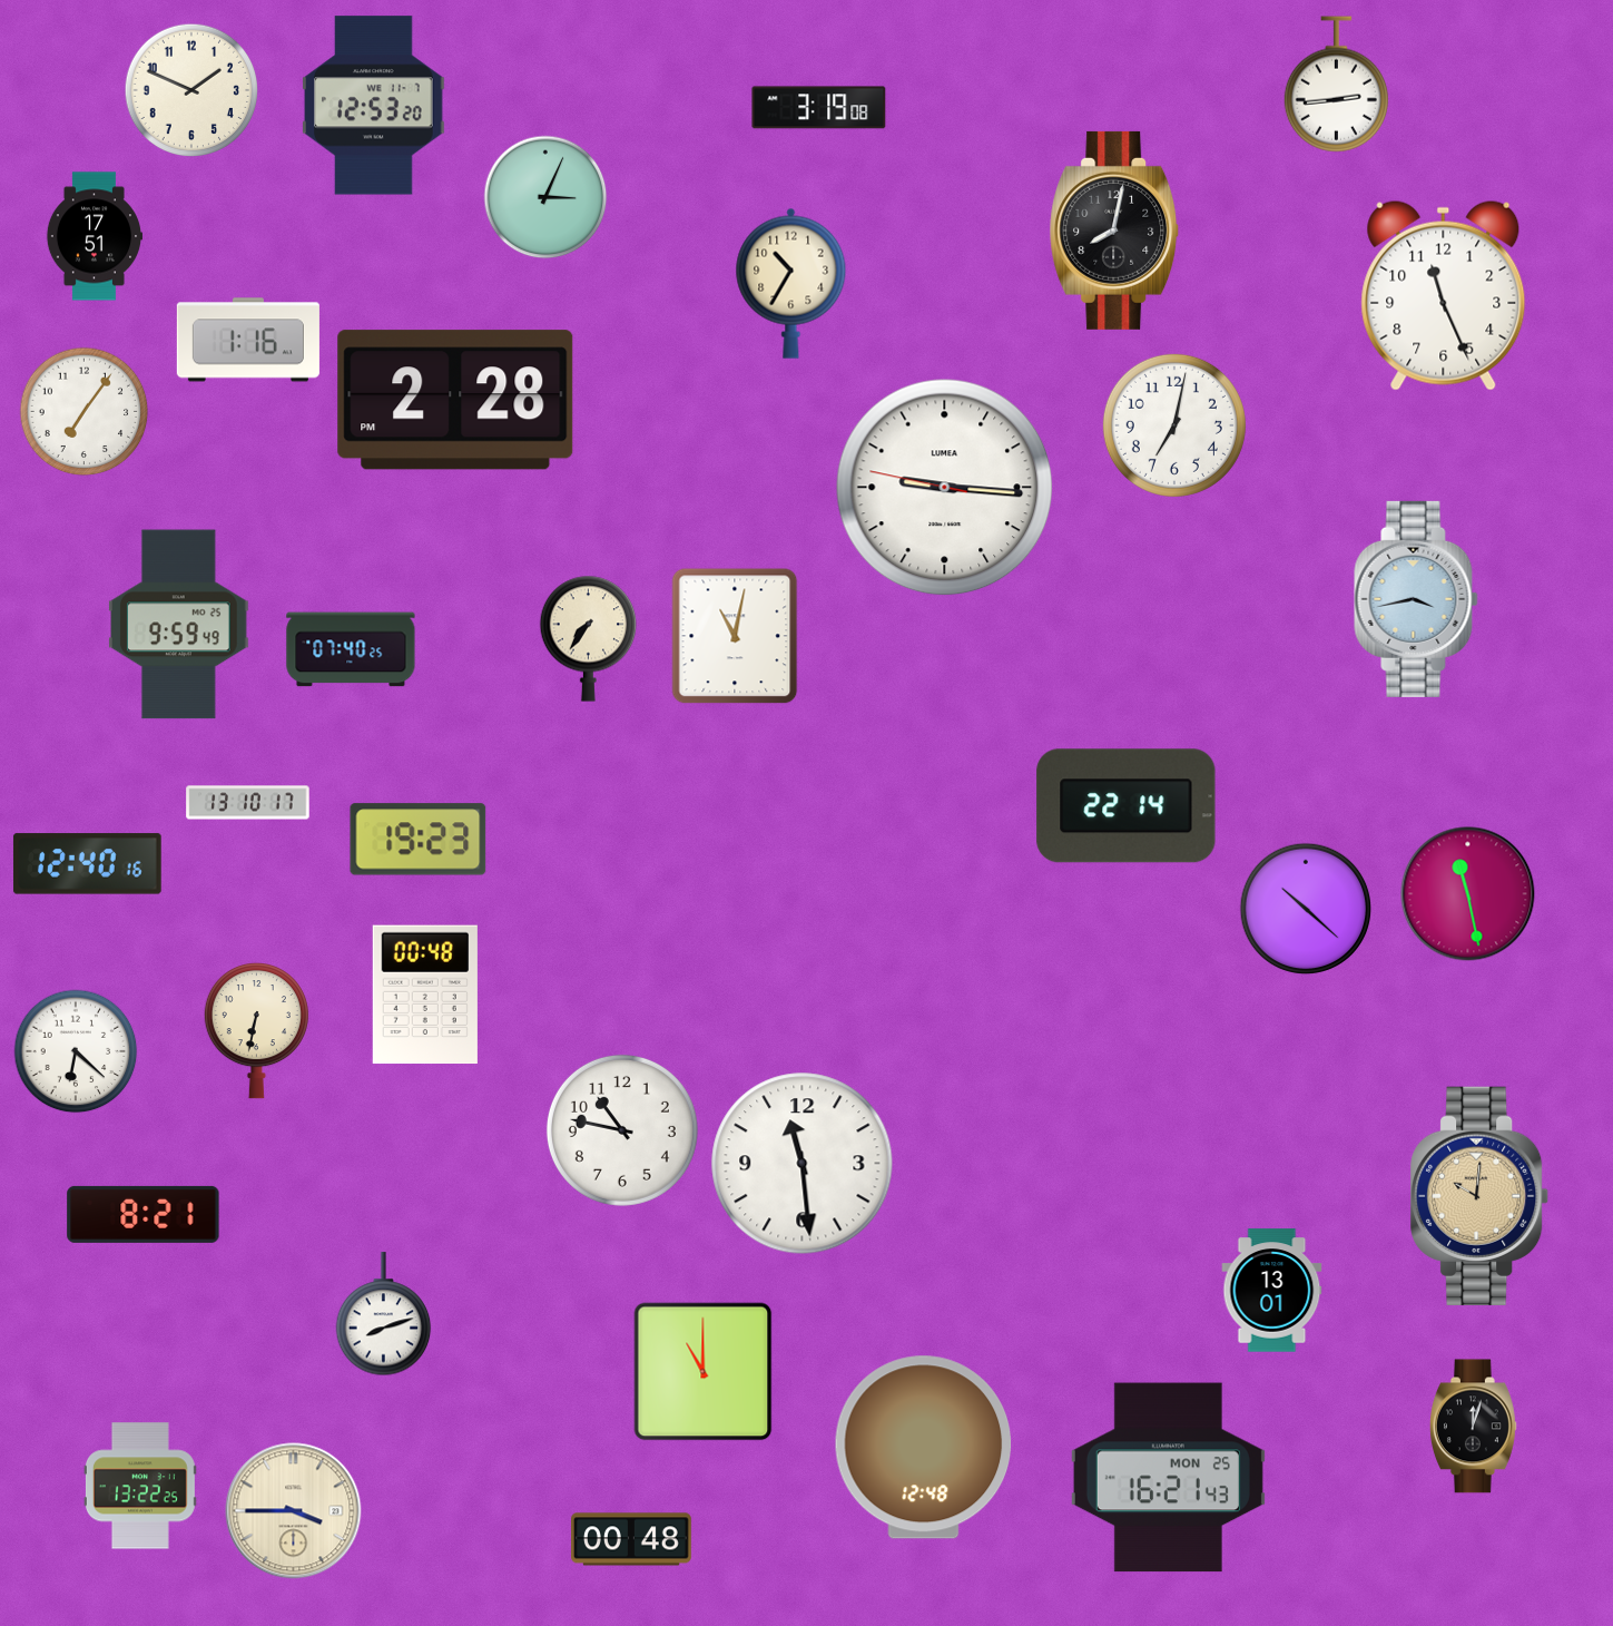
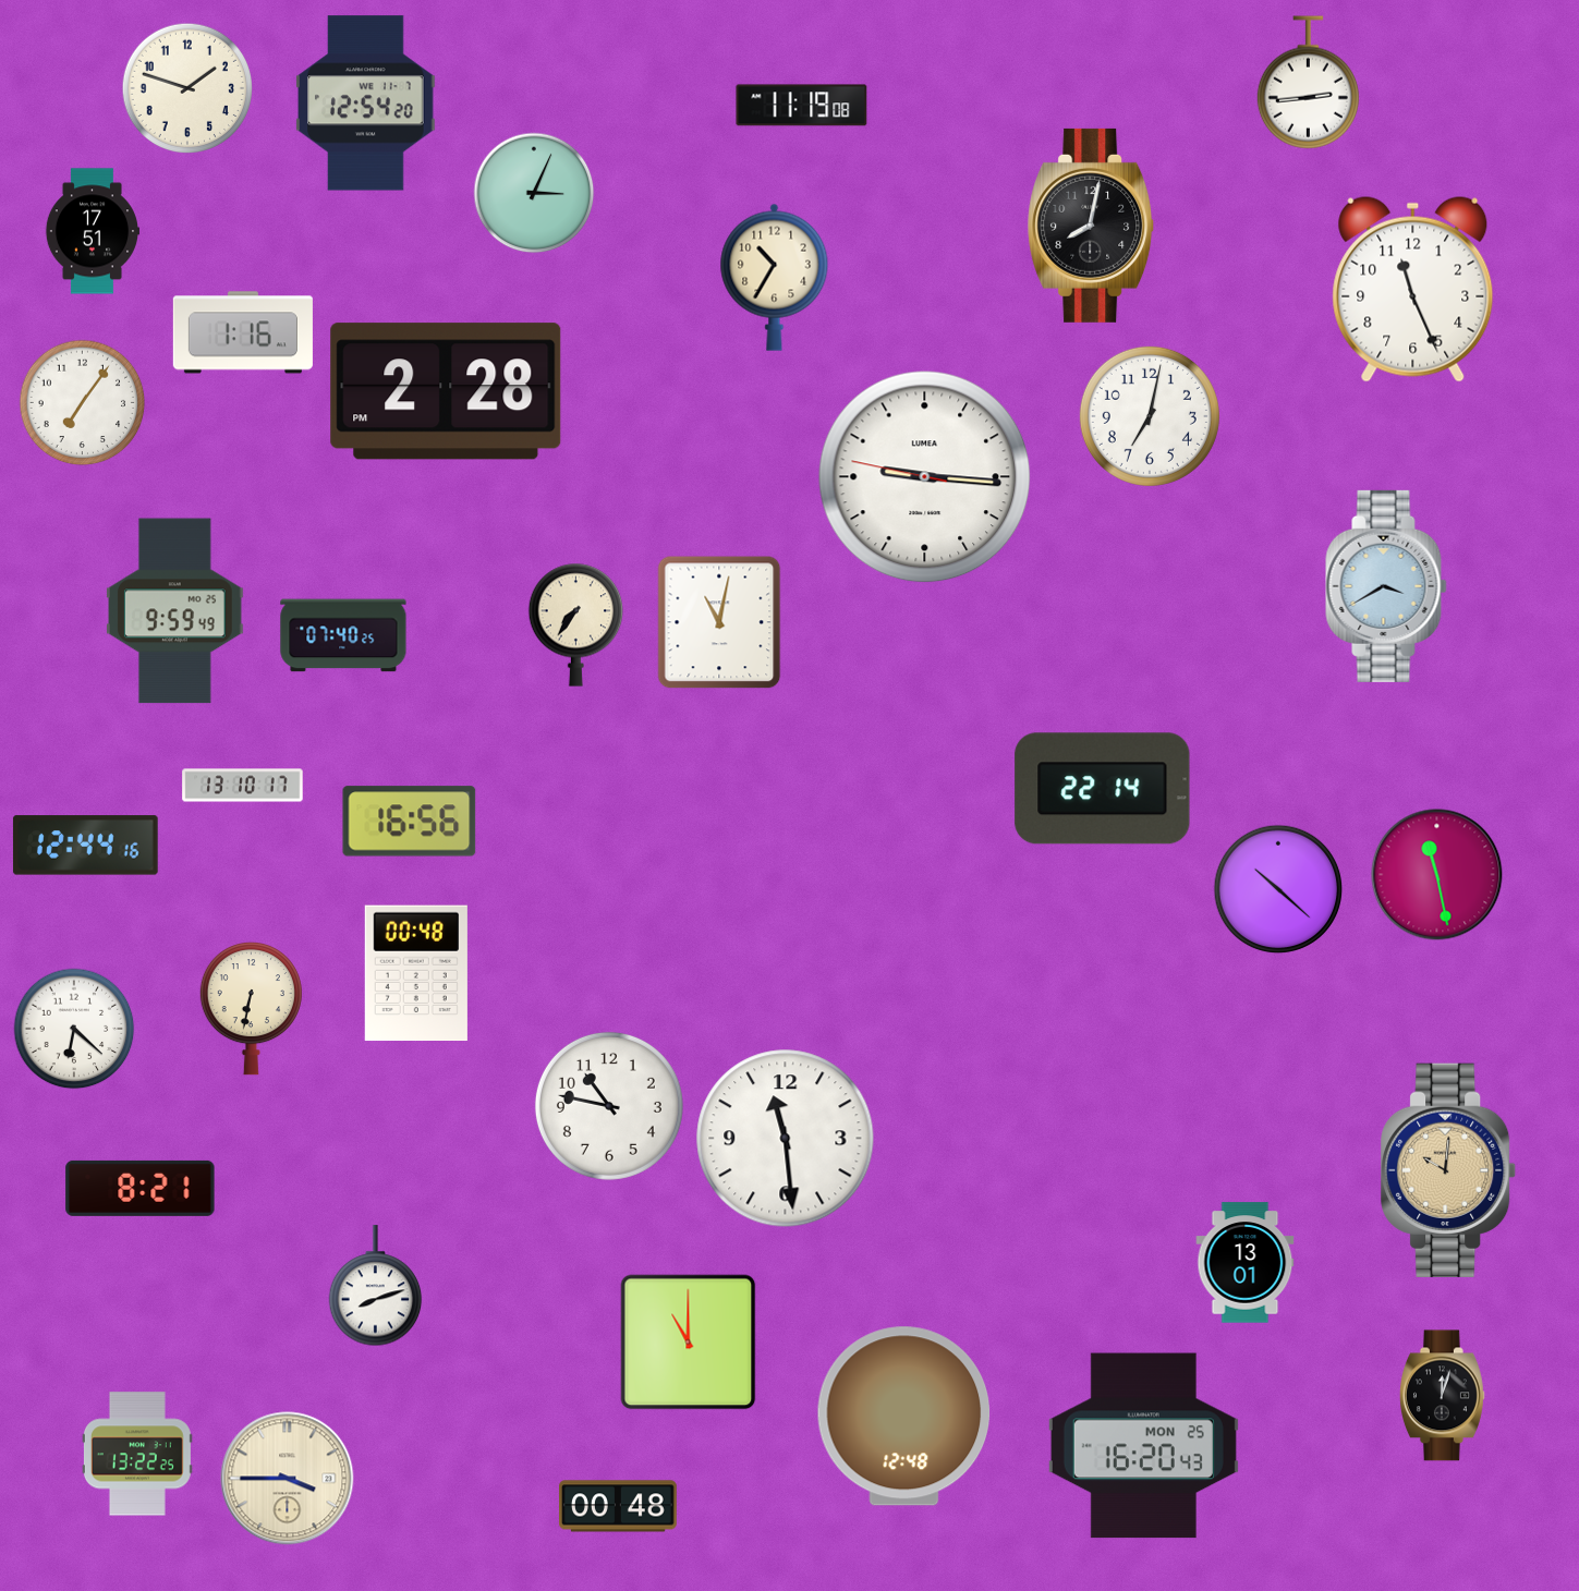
clock at (190, 89): 1:49 -> 1:48
clock at (374, 106): 12:53 -> 12:54
clock at (819, 108): 3:19 -> 11:19
clock at (1416, 599): 3:43 -> 3:40
clock at (419, 840): 19:23 -> 16:56
clock at (87, 864): 12:40 -> 12:44
clock at (1168, 1478): 16:21 -> 16:20
